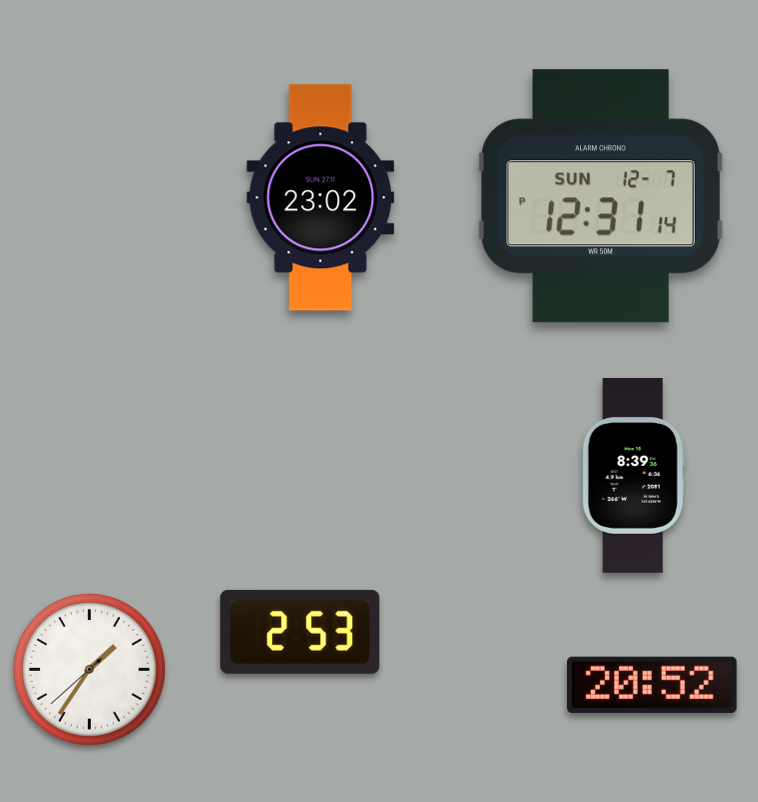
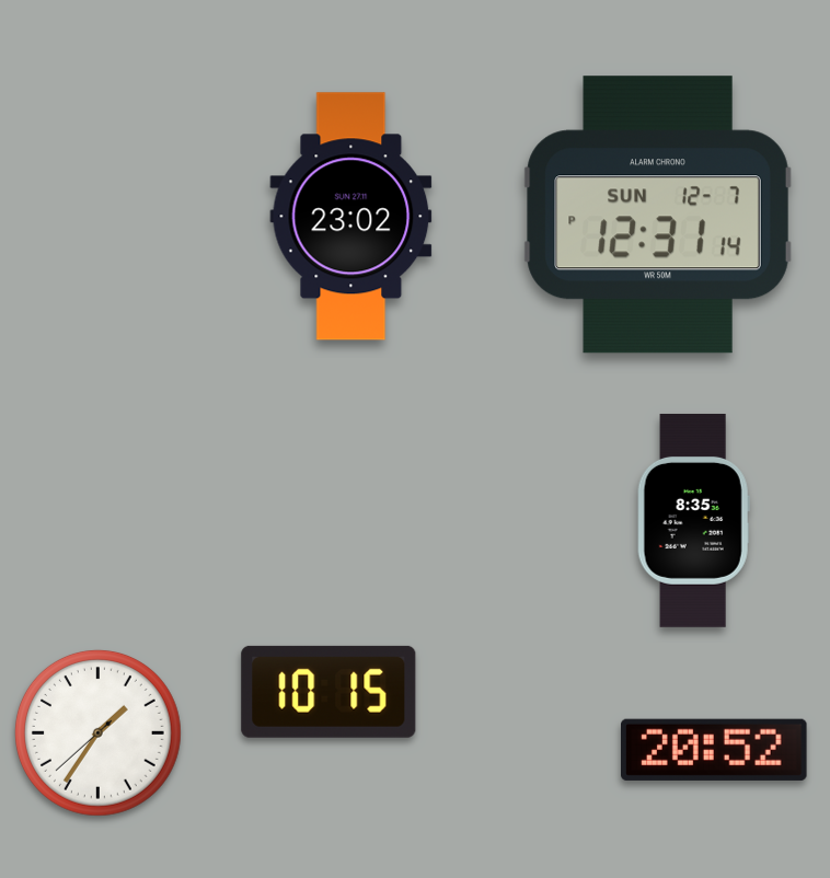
clock at (633, 475): 8:39 -> 8:35
clock at (300, 632): 2:53 -> 10:15
